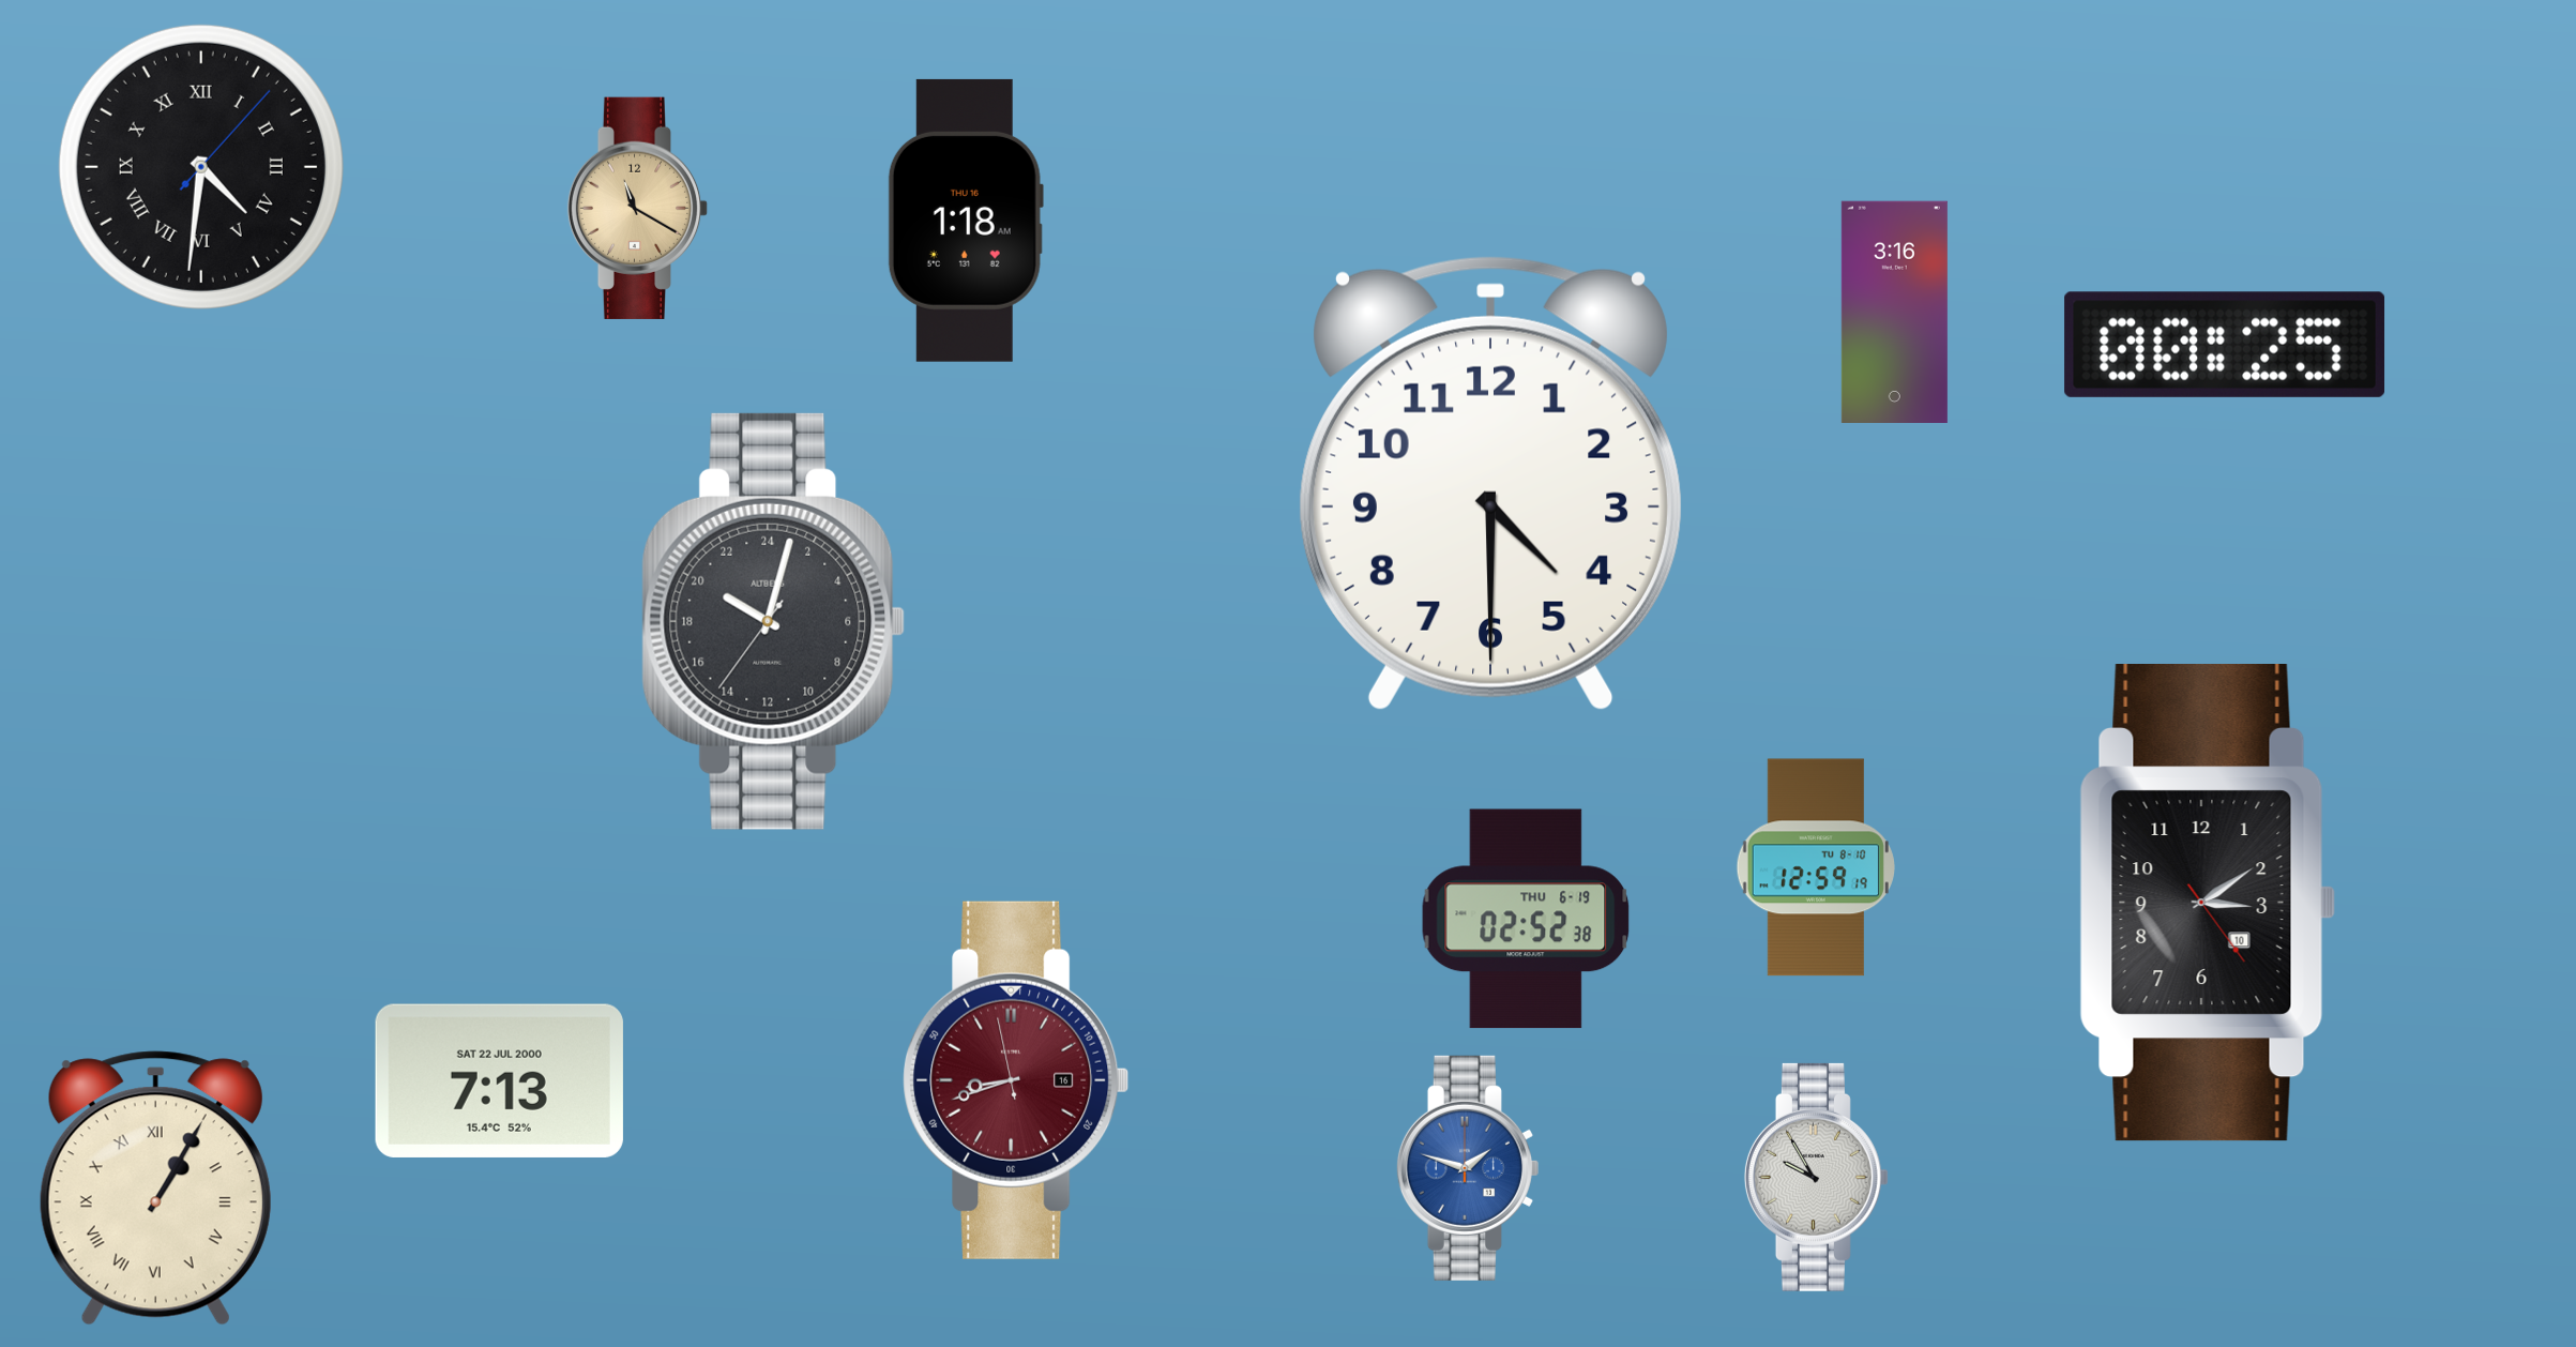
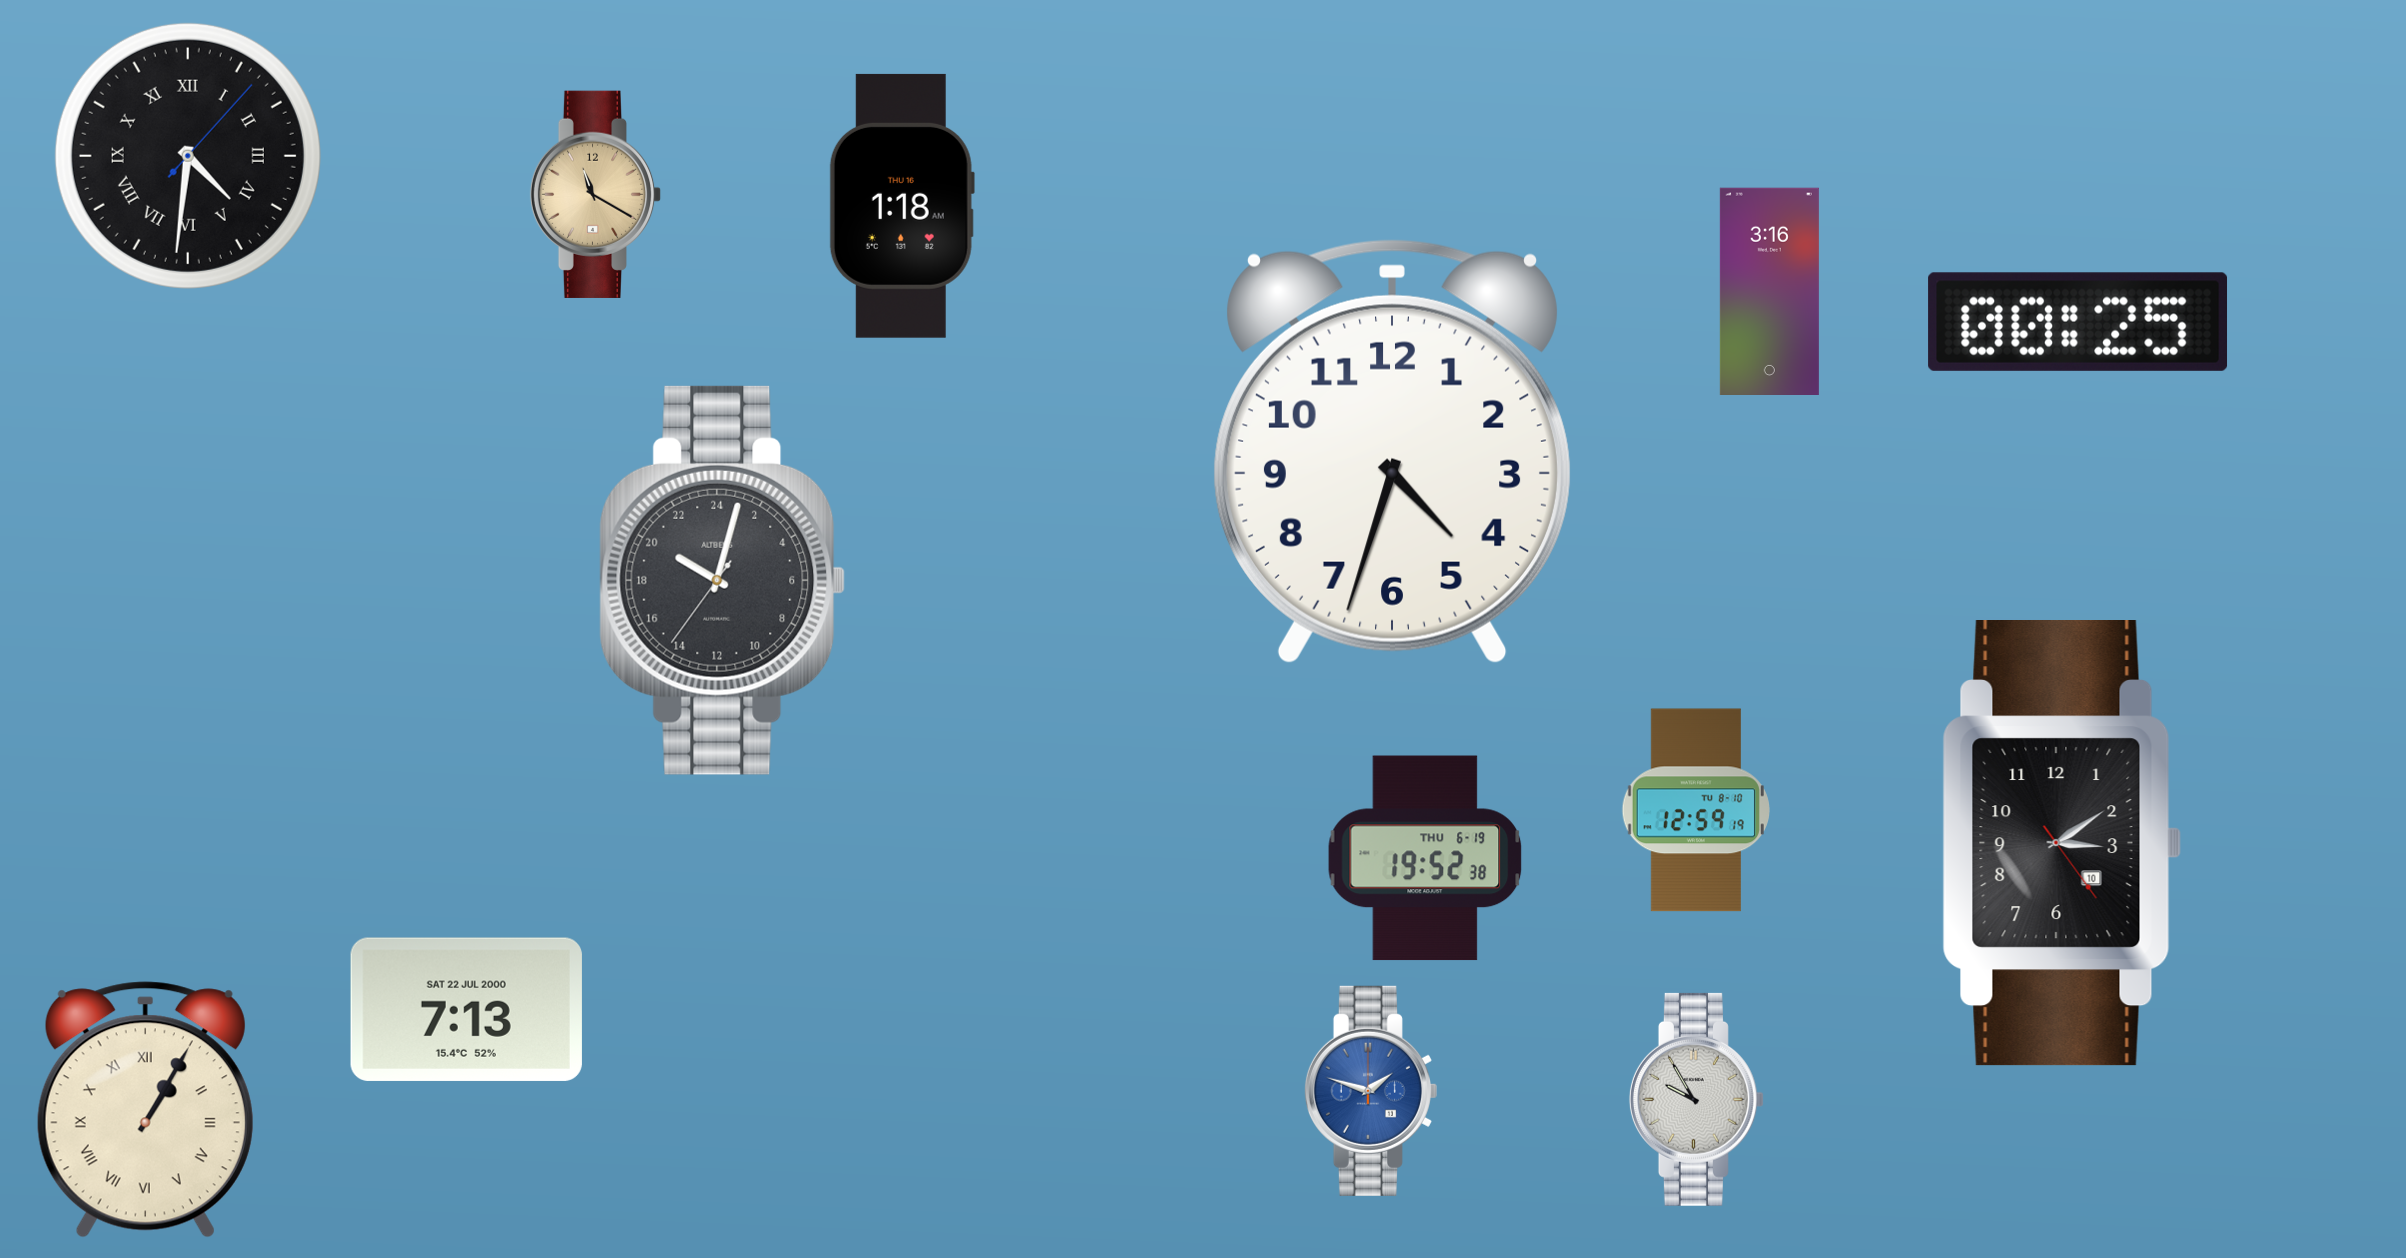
clock at (1490, 484): 4:30 -> 4:33
clock at (1526, 919): 02:52 -> 19:52
clock at (1016, 1080): 8:41 -> none
